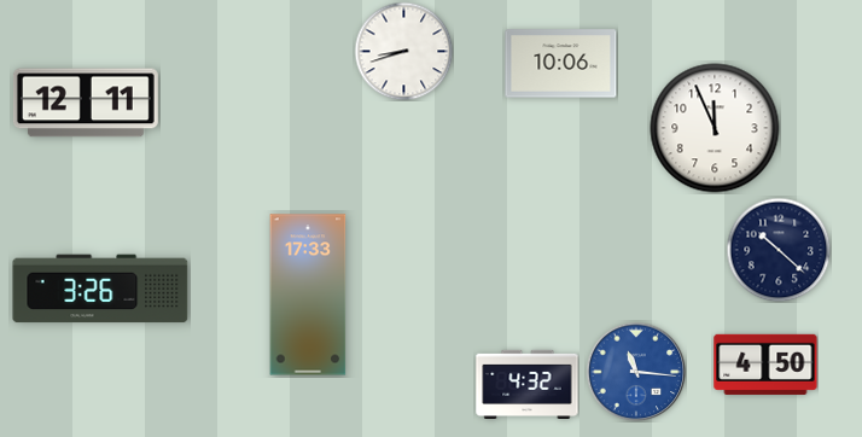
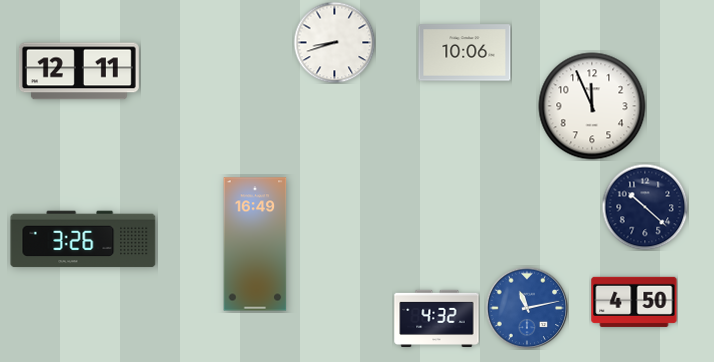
clock at (86, 103) position: (86, 103) -> (79, 71)
clock at (308, 295): 17:33 -> 16:49
clock at (636, 372): 11:16 -> 11:13
